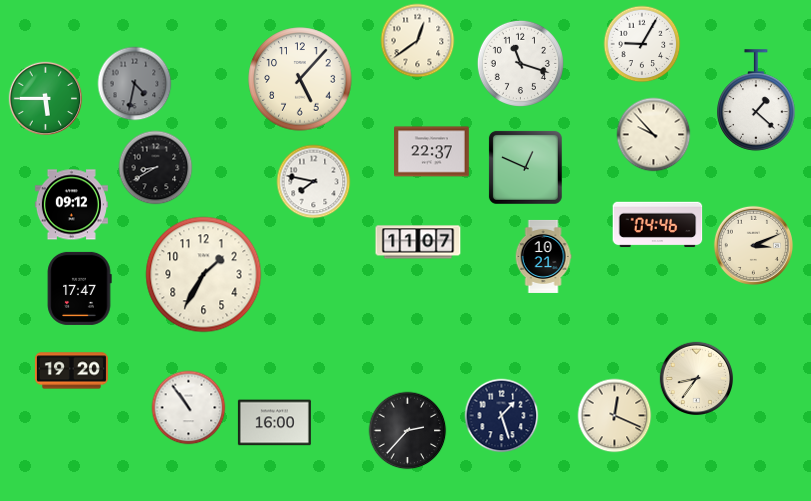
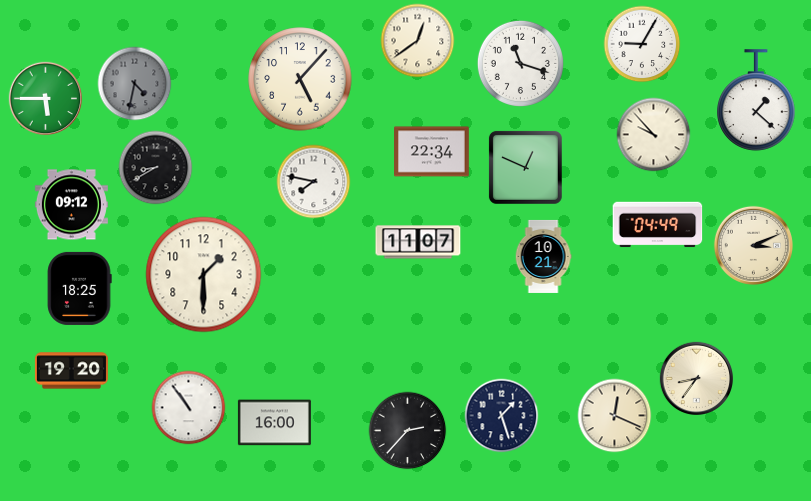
clock at (432, 152): 22:37 -> 22:34
clock at (658, 225): 04:46 -> 04:49
clock at (204, 275): 1:35 -> 1:30
clock at (79, 288): 17:47 -> 18:25
